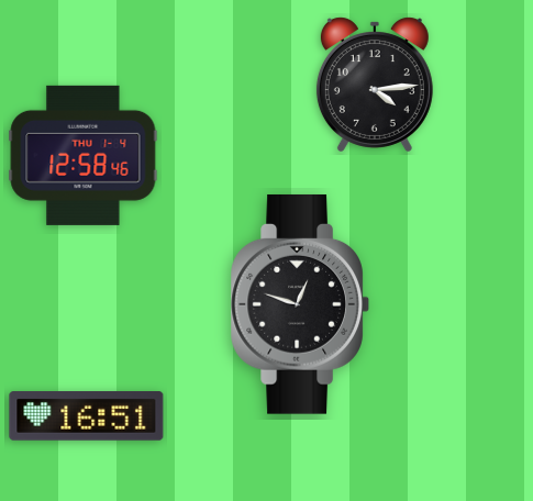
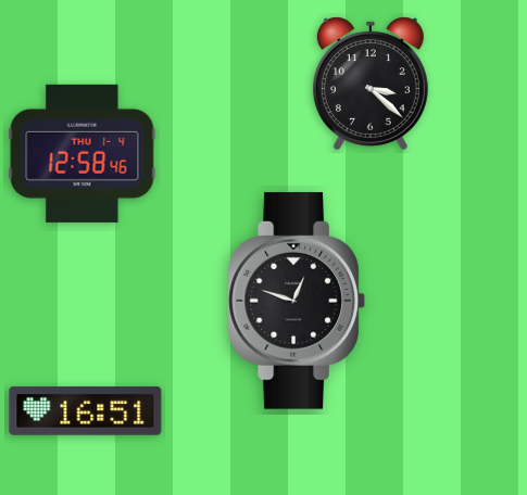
clock at (375, 85): 4:14 -> 3:22
